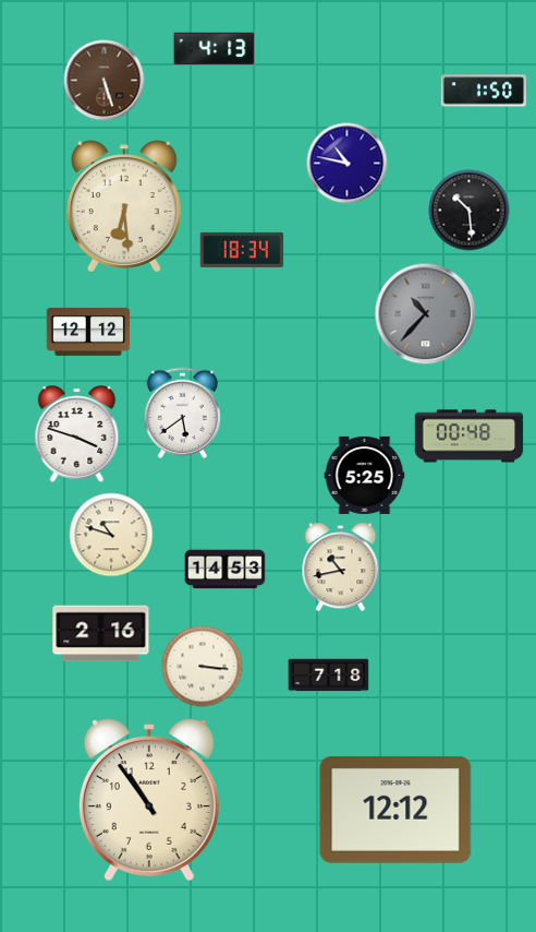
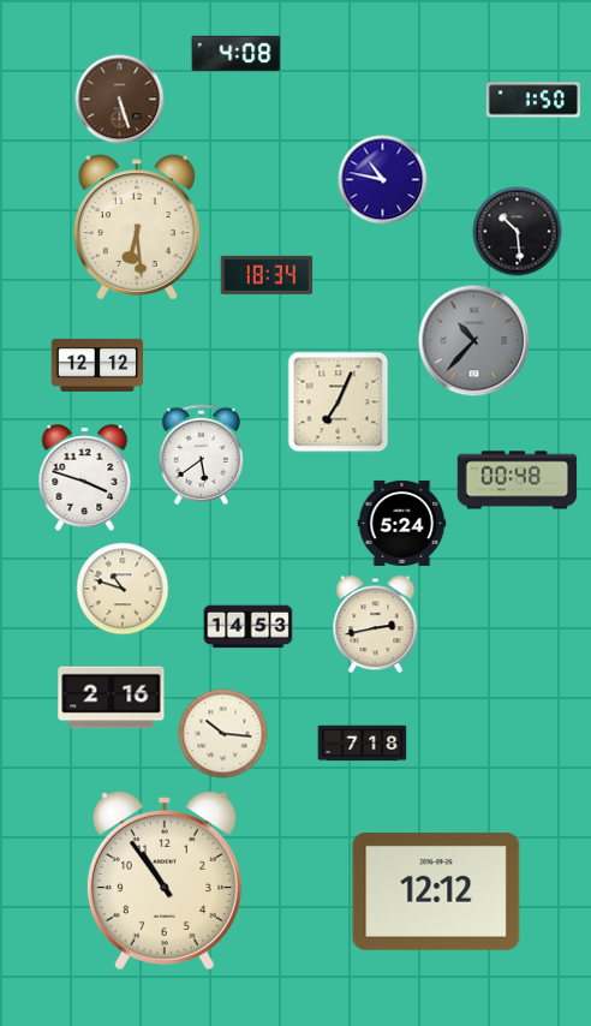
clock at (215, 49): 4:13 -> 4:08
clock at (105, 81) position: (105, 81) -> (120, 100)
clock at (426, 314) position: (426, 314) -> (474, 341)
clock at (339, 402): none -> 7:04
clock at (365, 475): 5:25 -> 5:24
clock at (341, 567): 10:43 -> 2:43
clock at (203, 667): 3:16 -> 10:16
